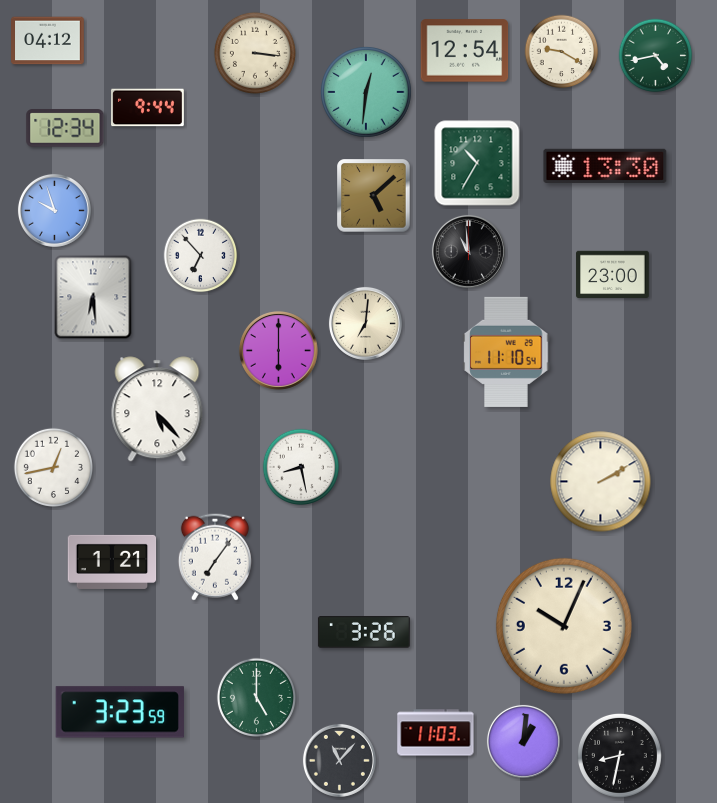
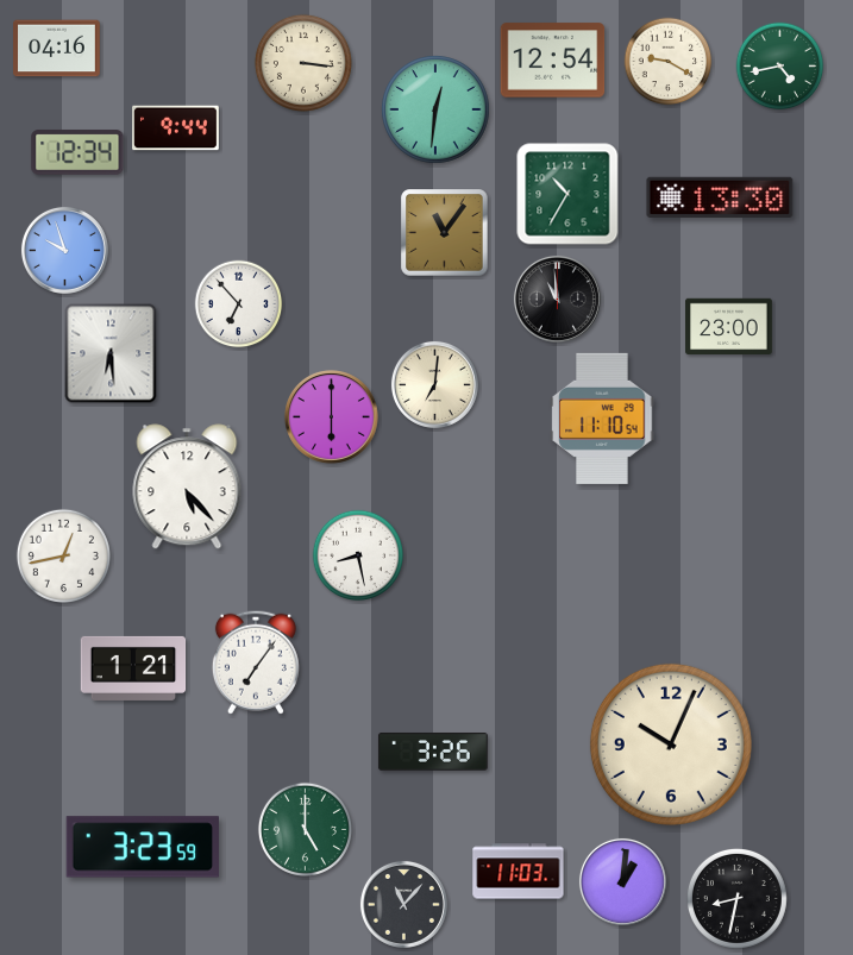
clock at (48, 41): 04:12 -> 04:16
clock at (374, 196): 5:08 -> 11:06
clock at (601, 482): 2:10 -> none
